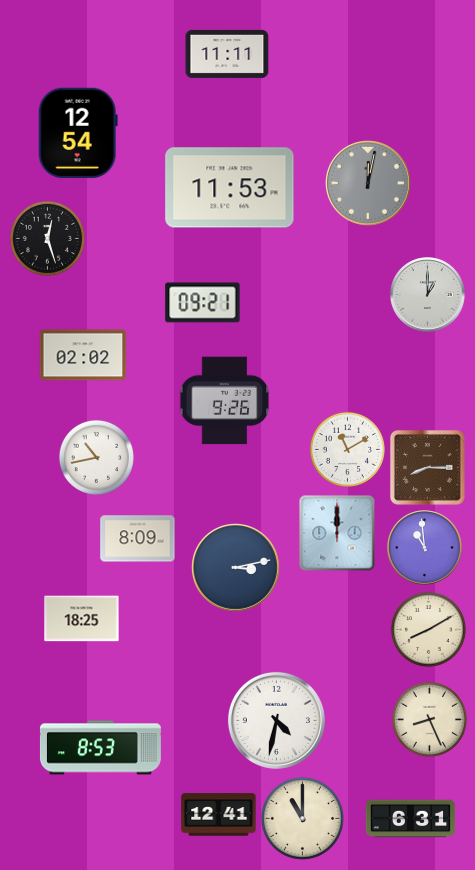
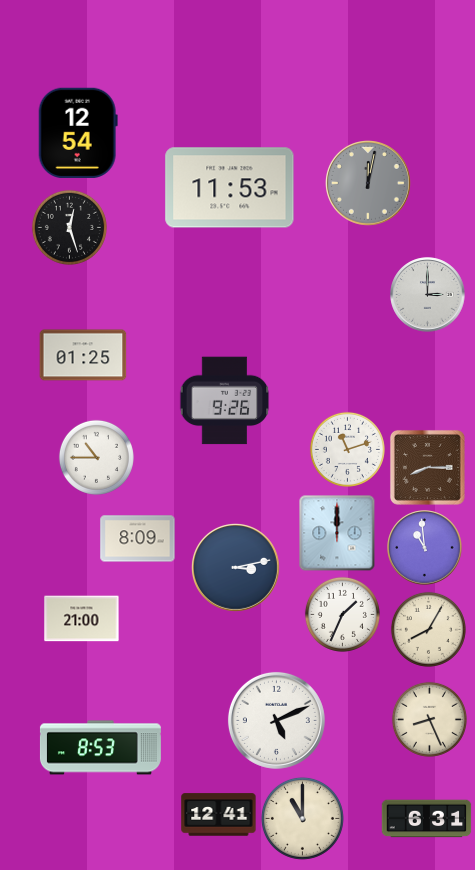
clock at (227, 54): 11:11 -> none
clock at (47, 238) position: (47, 238) -> (69, 227)
clock at (428, 295): 1:00 -> 3:00
clock at (203, 303): 09:21 -> none
clock at (83, 355): 02:02 -> 01:25
clock at (347, 449): 11:10 -> 11:12
clock at (96, 457): 10:43 -> 10:45
clock at (342, 614): none -> 1:34
clock at (82, 619): 18:25 -> 21:00
clock at (428, 629): 8:10 -> 8:05
clock at (276, 720): 4:32 -> 5:11
clock at (411, 819) position: (411, 819) -> (427, 819)
